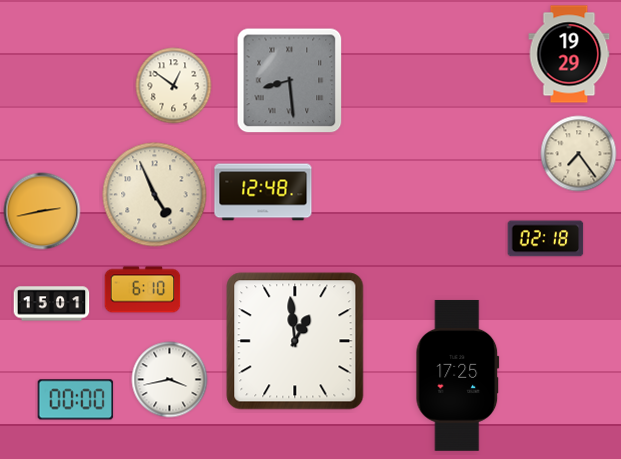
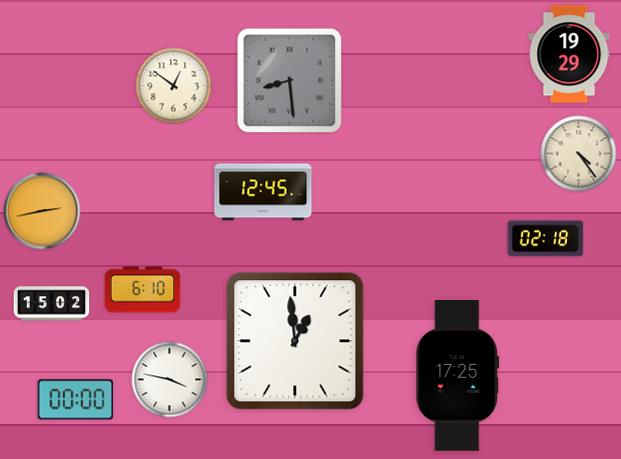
clock at (579, 154): 7:24 -> 4:24
clock at (263, 192): 12:48 -> 12:45
clock at (155, 195): 4:56 -> none
clock at (52, 304): 15:01 -> 15:02
clock at (170, 380): 3:43 -> 3:47
